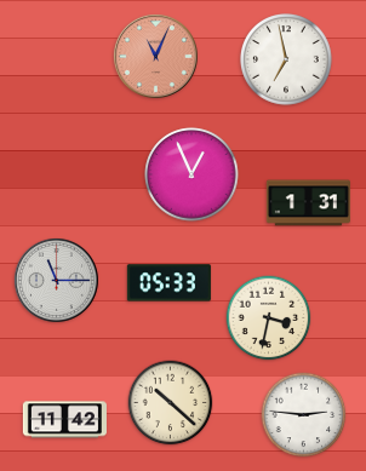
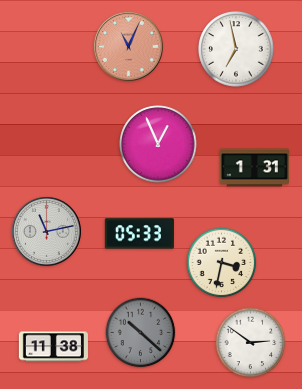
clock at (56, 280): 11:15 -> 11:13
clock at (171, 403) dial: cream -> grey
clock at (304, 415): 2:46 -> 2:51
clock at (64, 420): 11:42 -> 11:38
